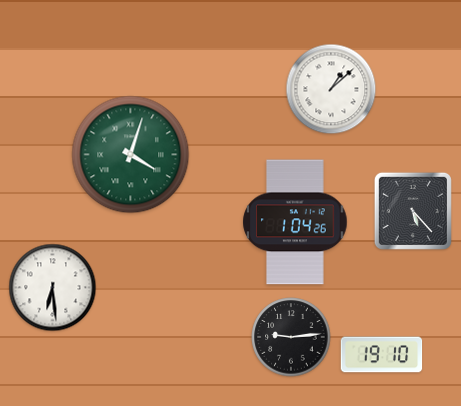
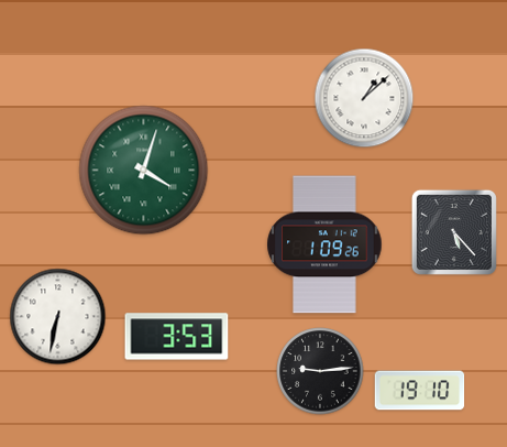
clock at (295, 222): 1:04 -> 1:09
clock at (53, 288): 6:29 -> 6:32
clock at (177, 337): none -> 3:53
